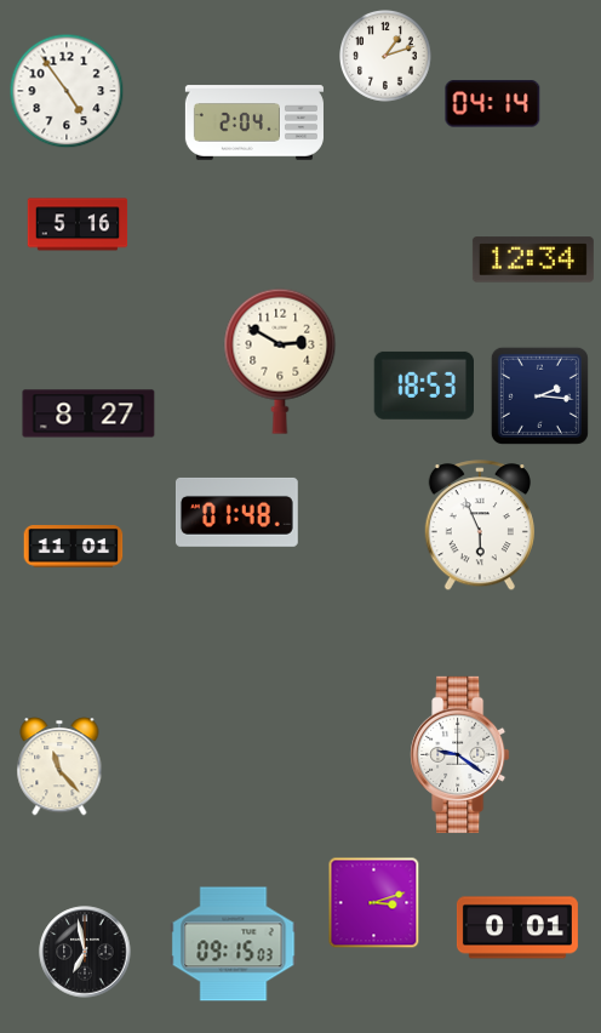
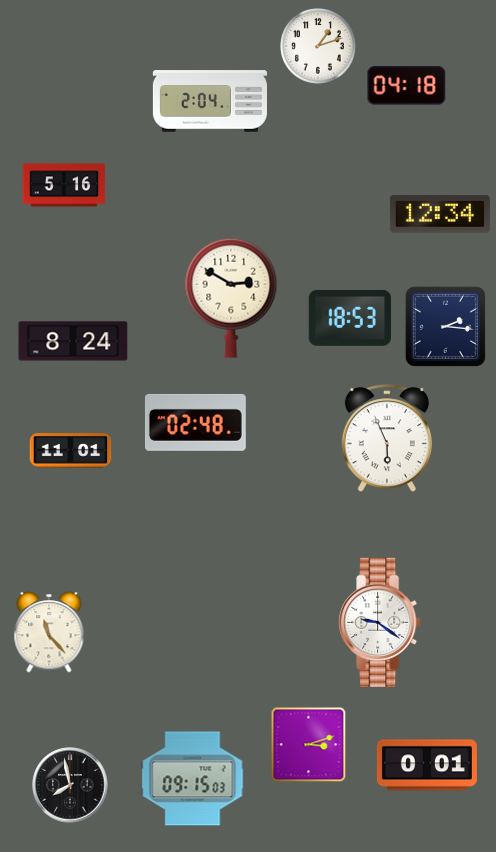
clock at (67, 91): 4:54 -> none
clock at (493, 104): 04:14 -> 04:18
clock at (88, 413): 8:27 -> 8:24
clock at (236, 512): 01:48 -> 02:48
clock at (480, 526) position: (480, 526) -> (387, 439)
clock at (74, 547) position: (74, 547) -> (71, 451)
clock at (85, 952): 6:58 -> 7:58
